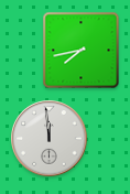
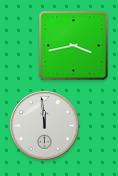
clock at (82, 51): 7:43 -> 3:43
